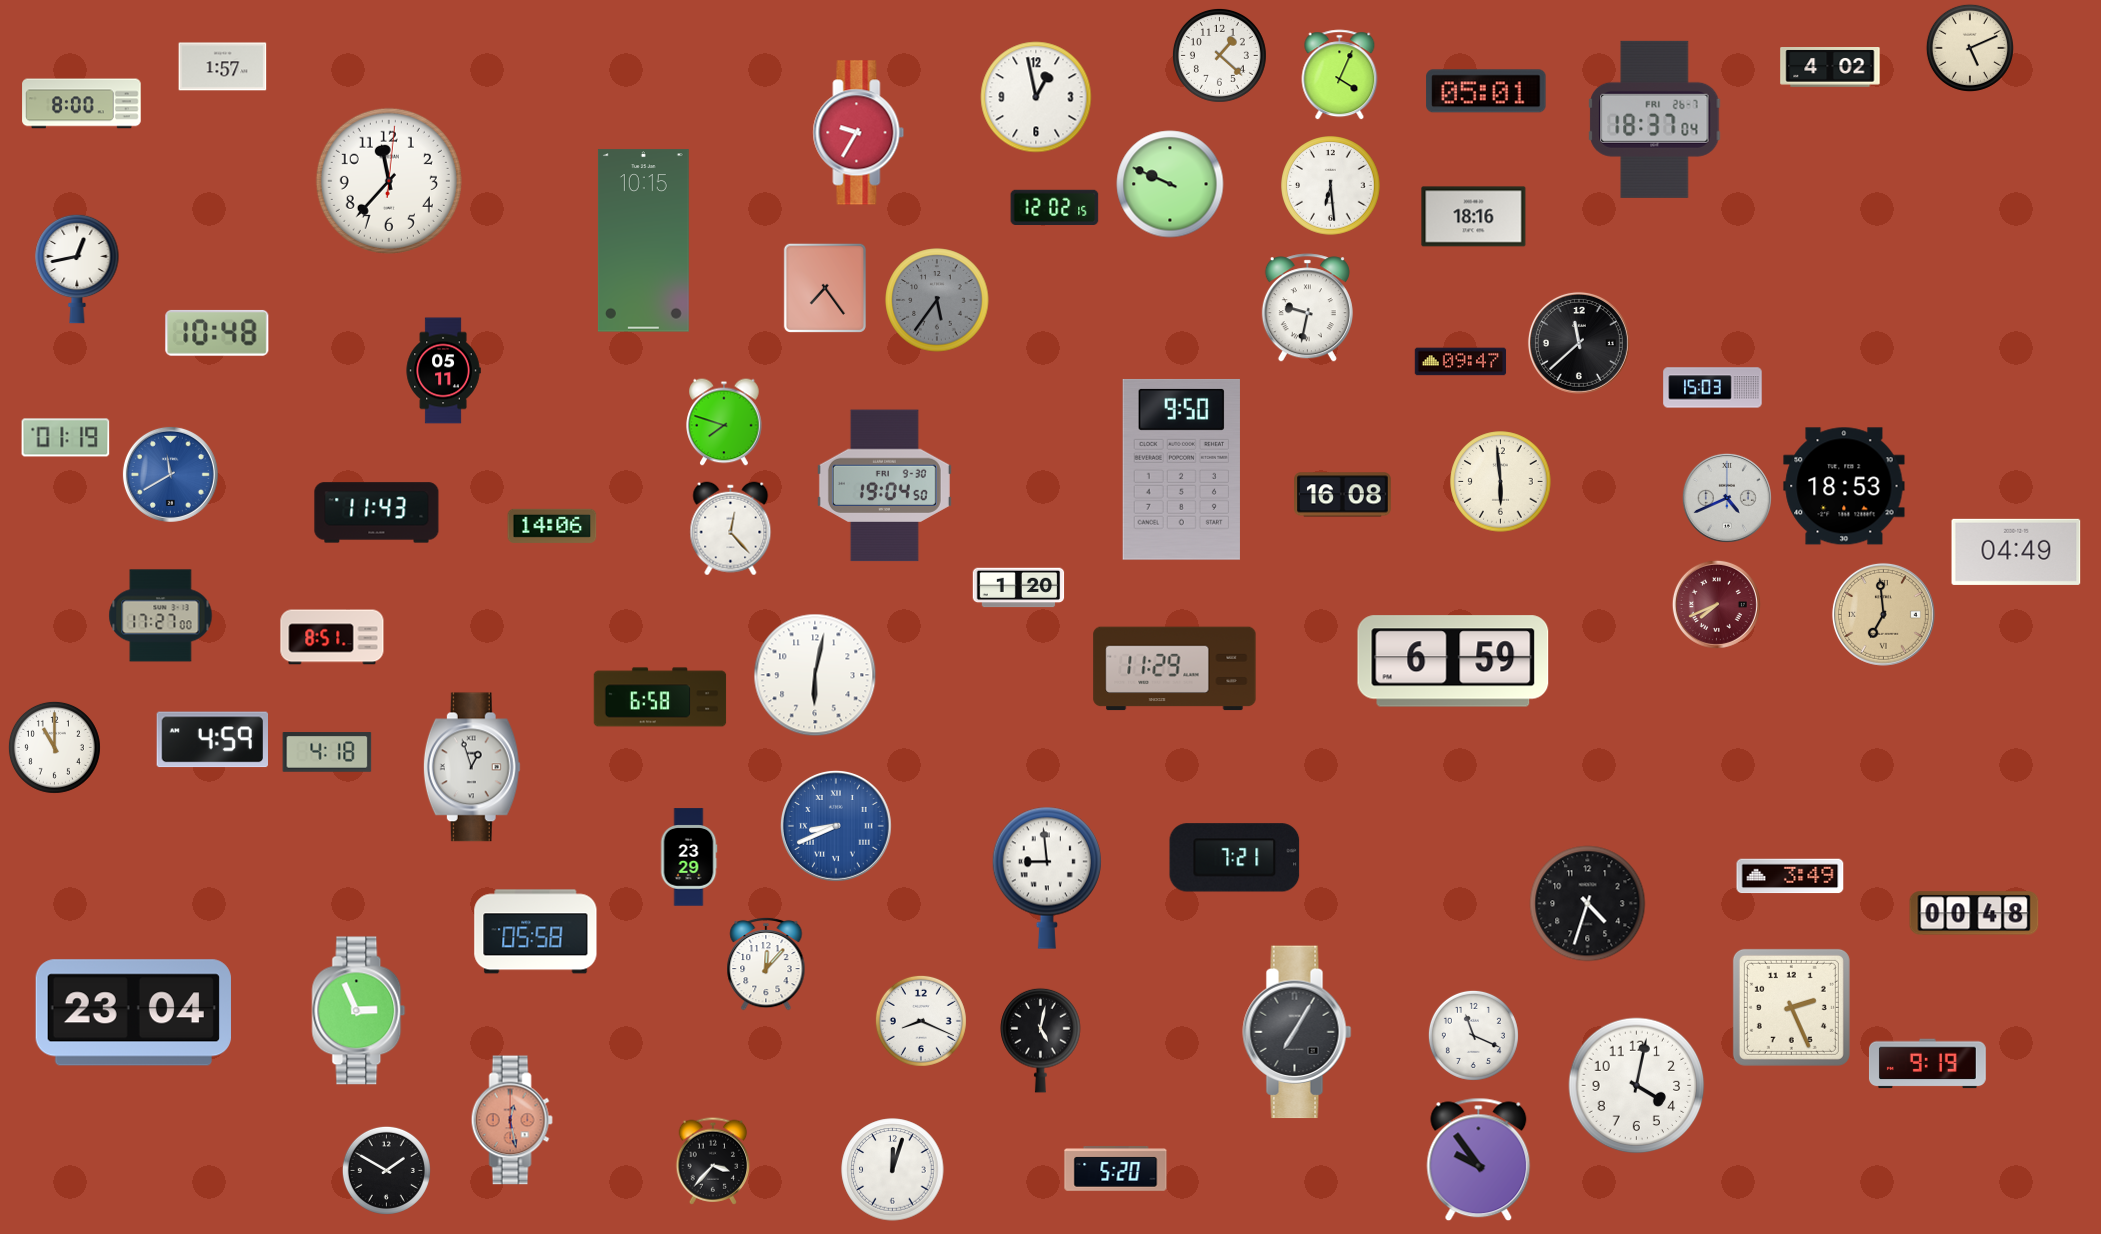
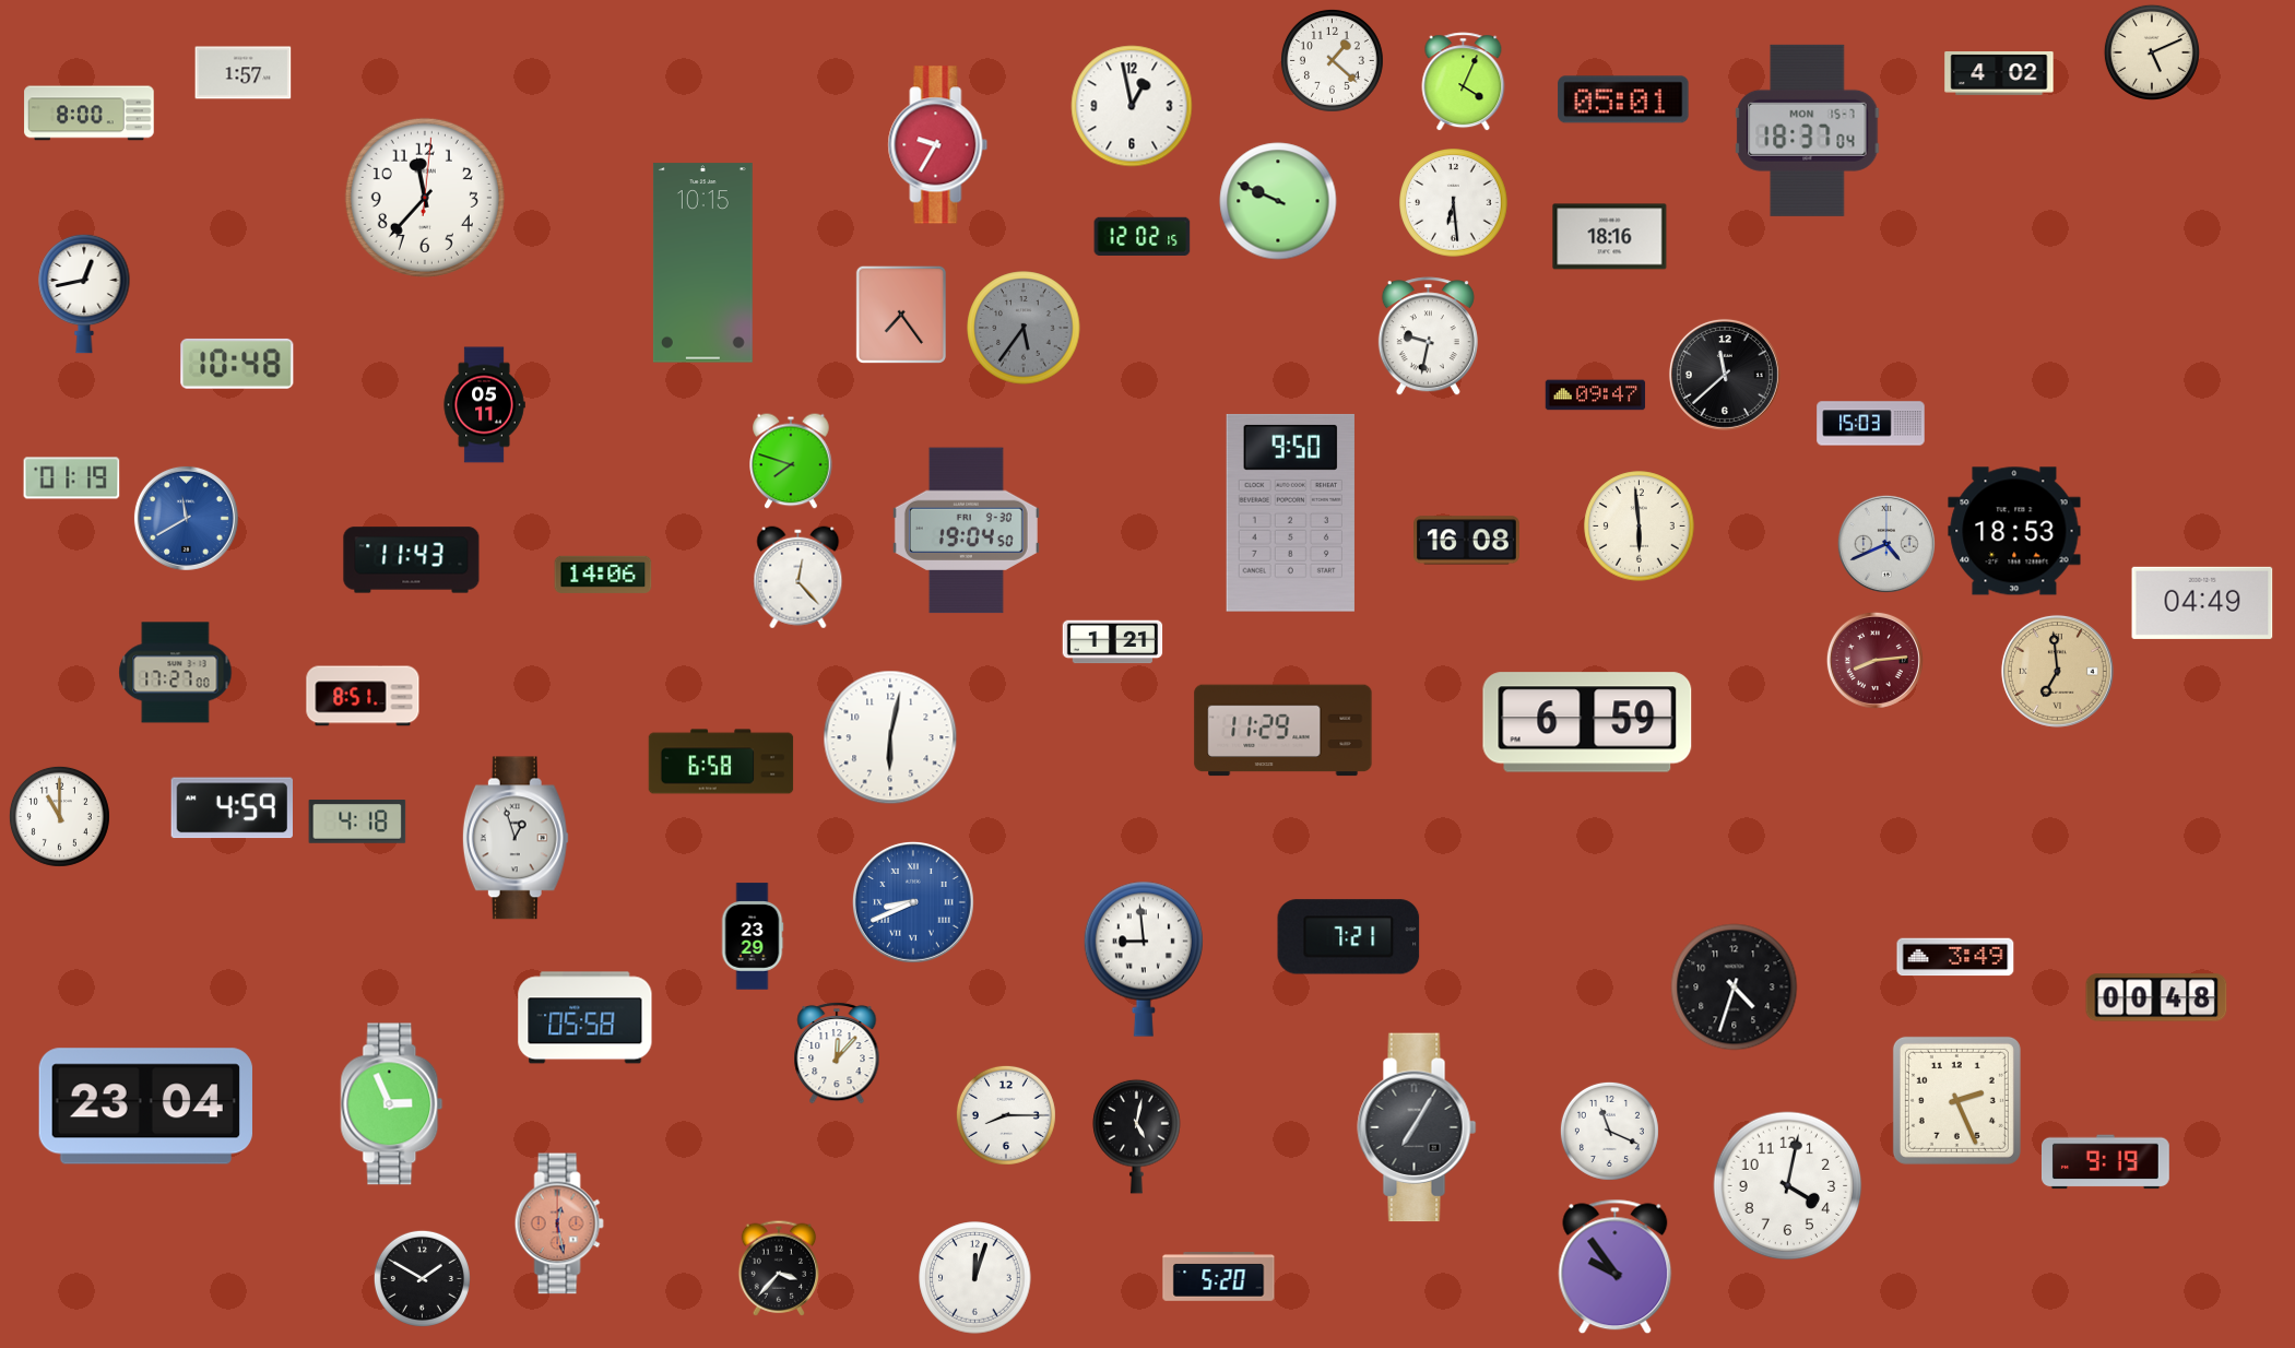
clock at (1655, 119) date: FRI 26-7 -> MON 15-7
clock at (1055, 207) position: (1055, 207) -> (1143, 236)
clock at (1019, 588): 1:20 -> 1:21
clock at (1716, 604): 7:41 -> 8:14
clock at (921, 1021): 8:19 -> 8:15
